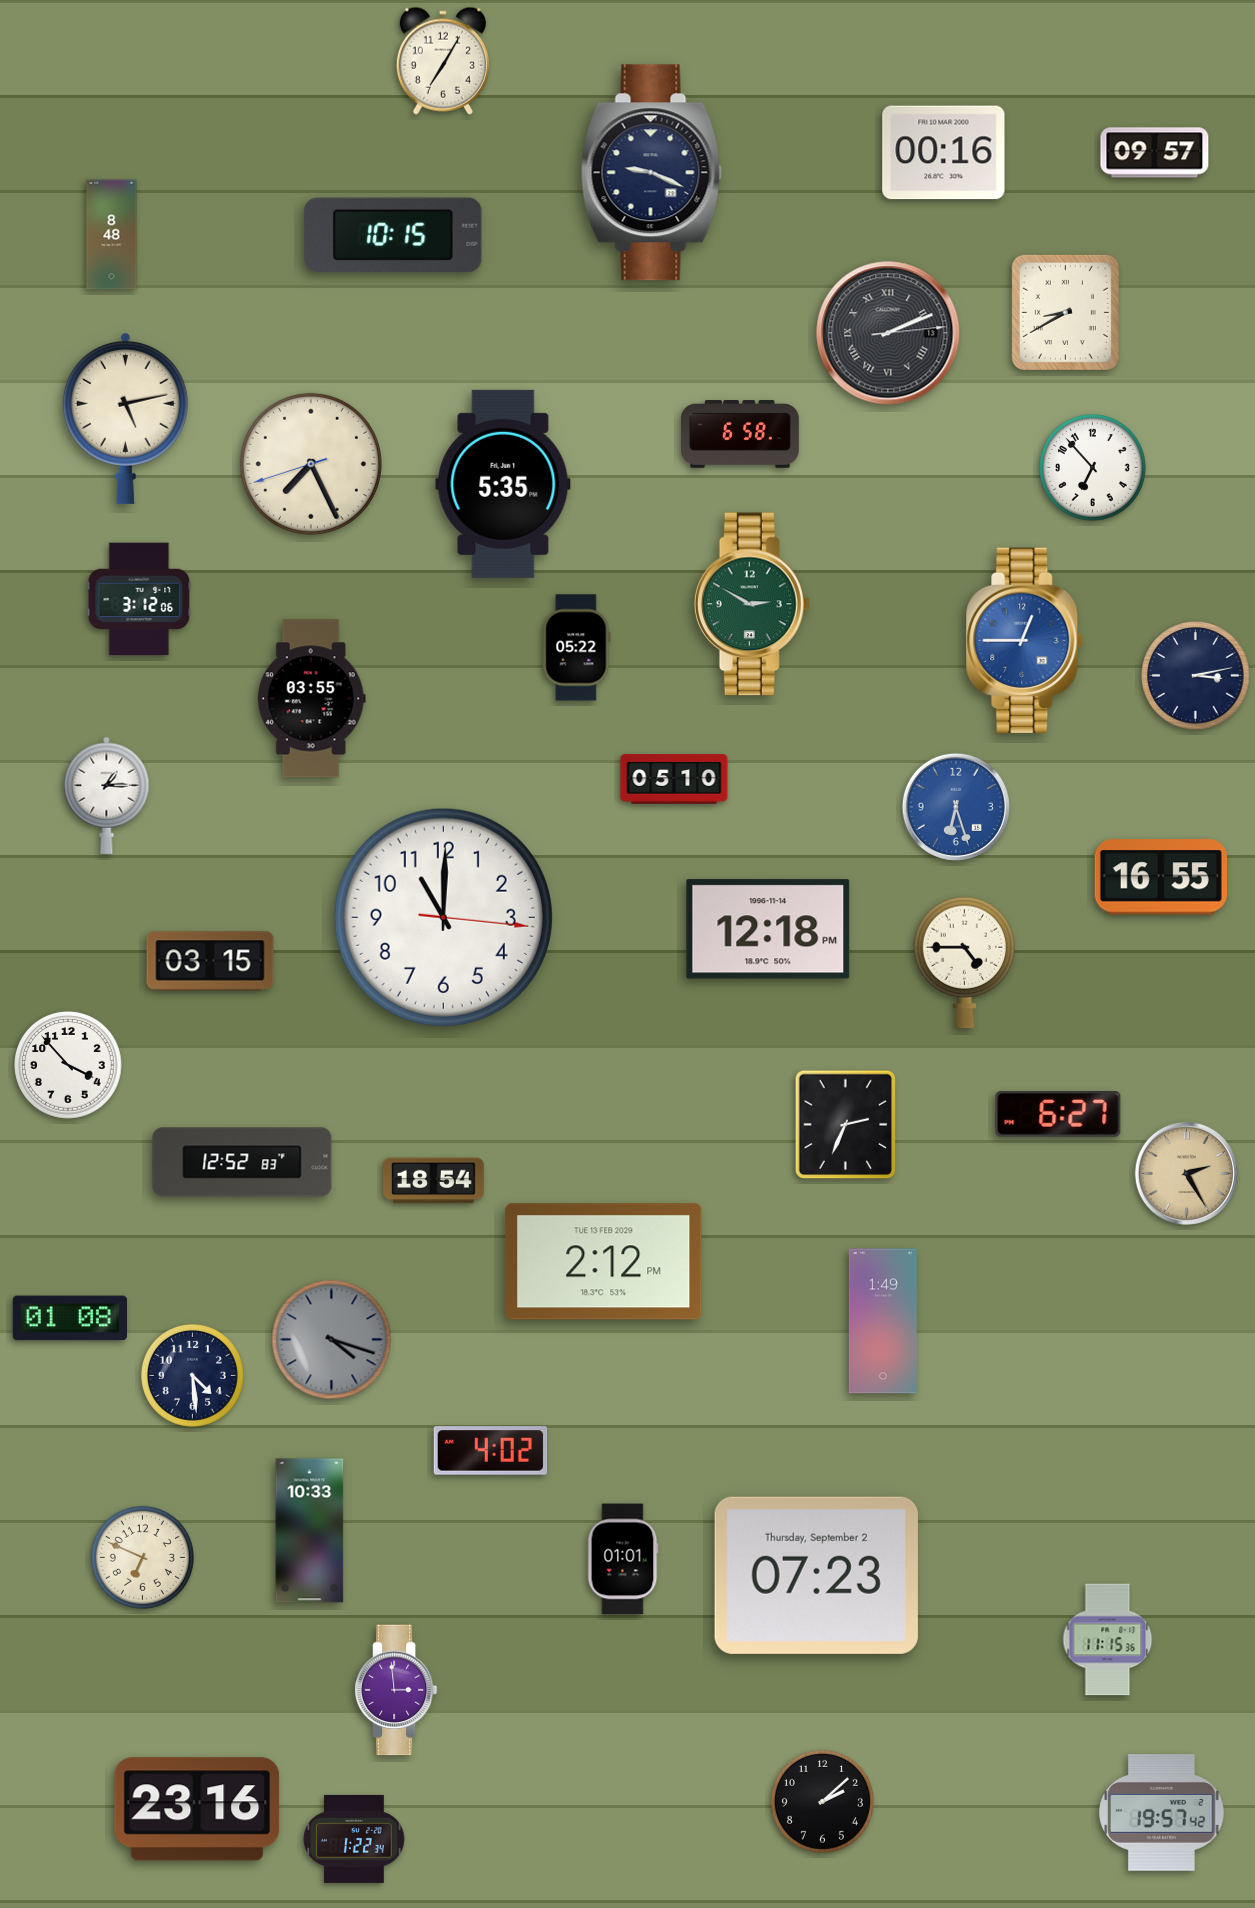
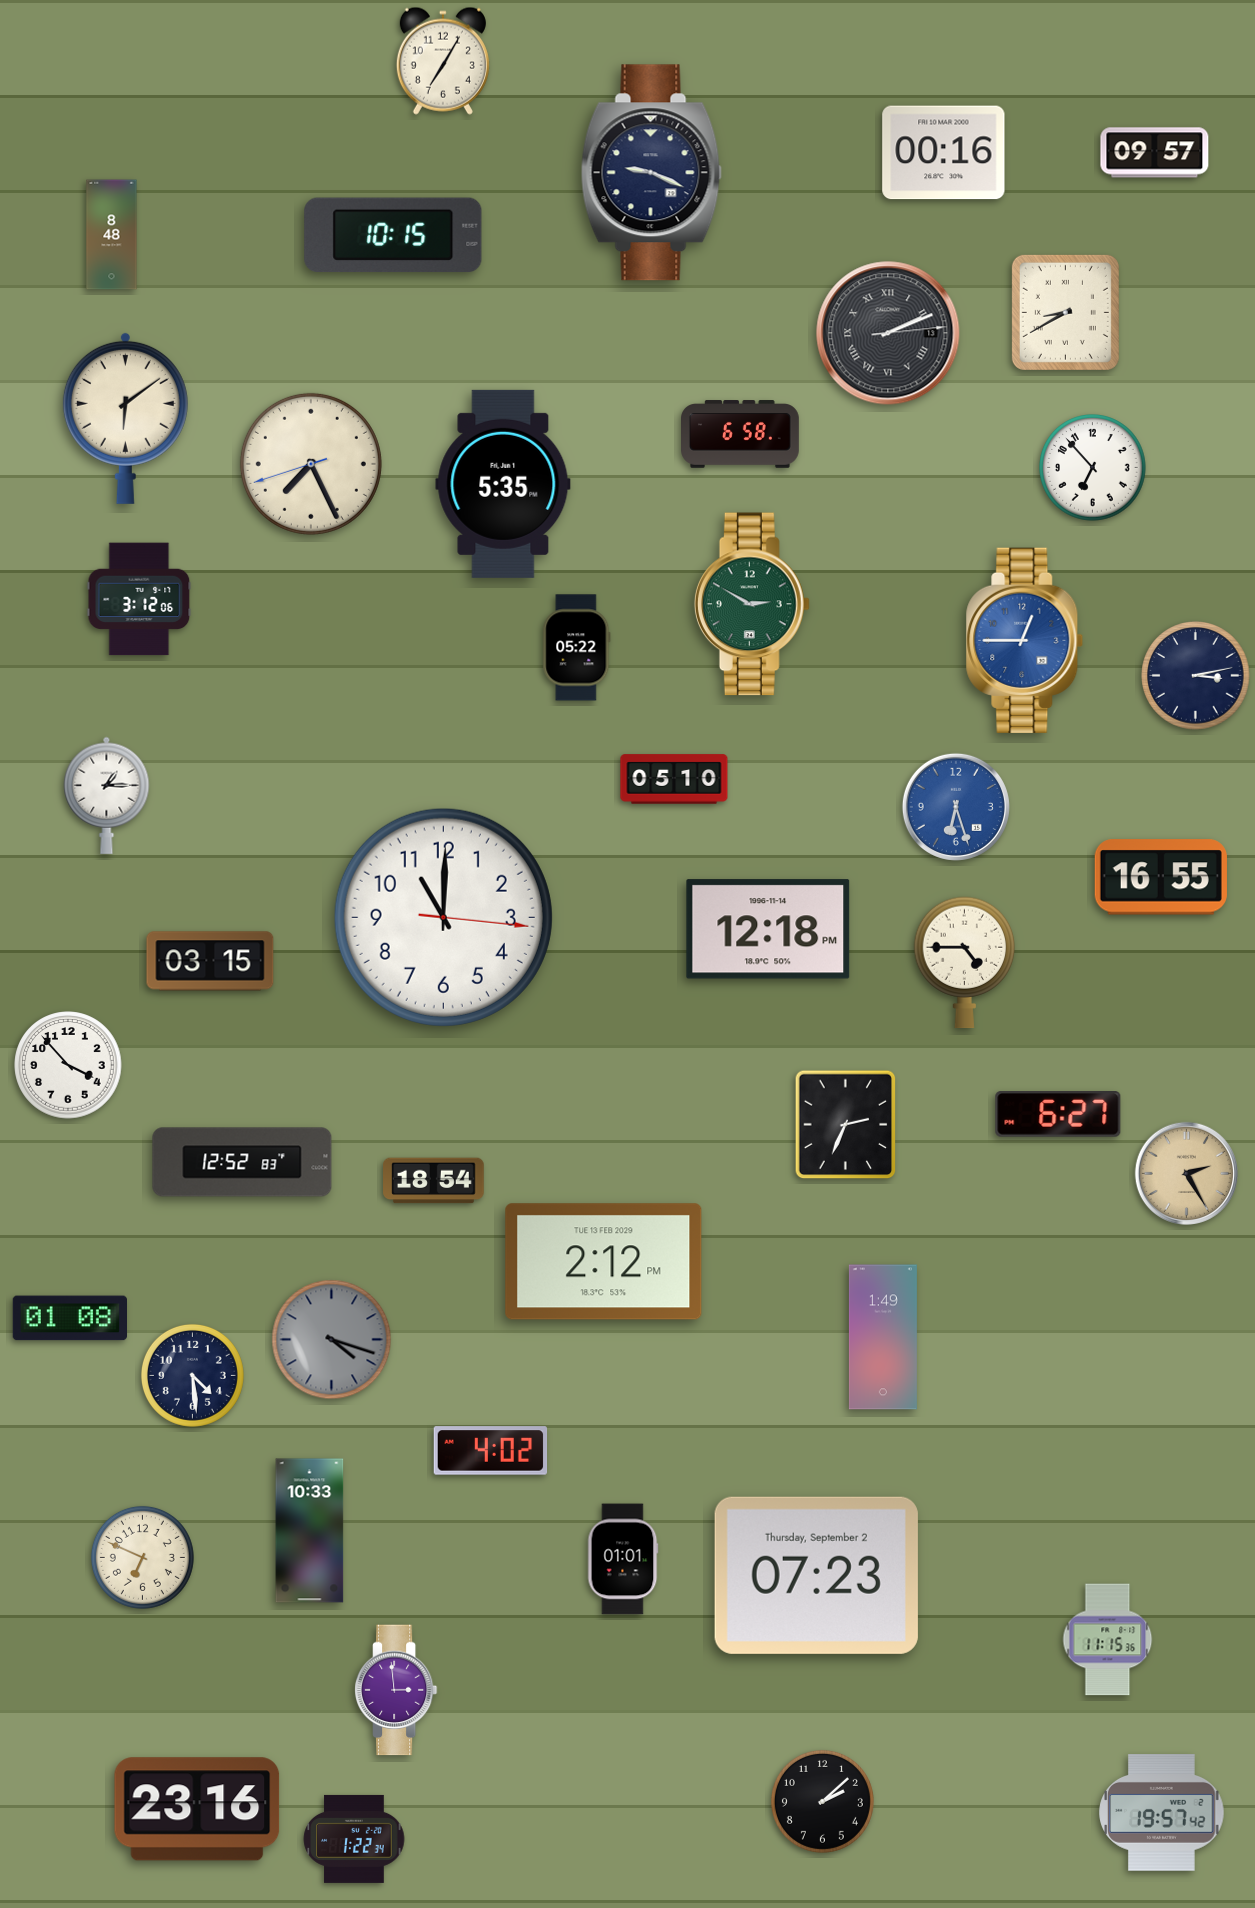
clock at (125, 418): 5:13 -> 6:09
clock at (311, 699): 03:55 -> none
clock at (883, 1321) position: (883, 1321) -> (883, 1337)
